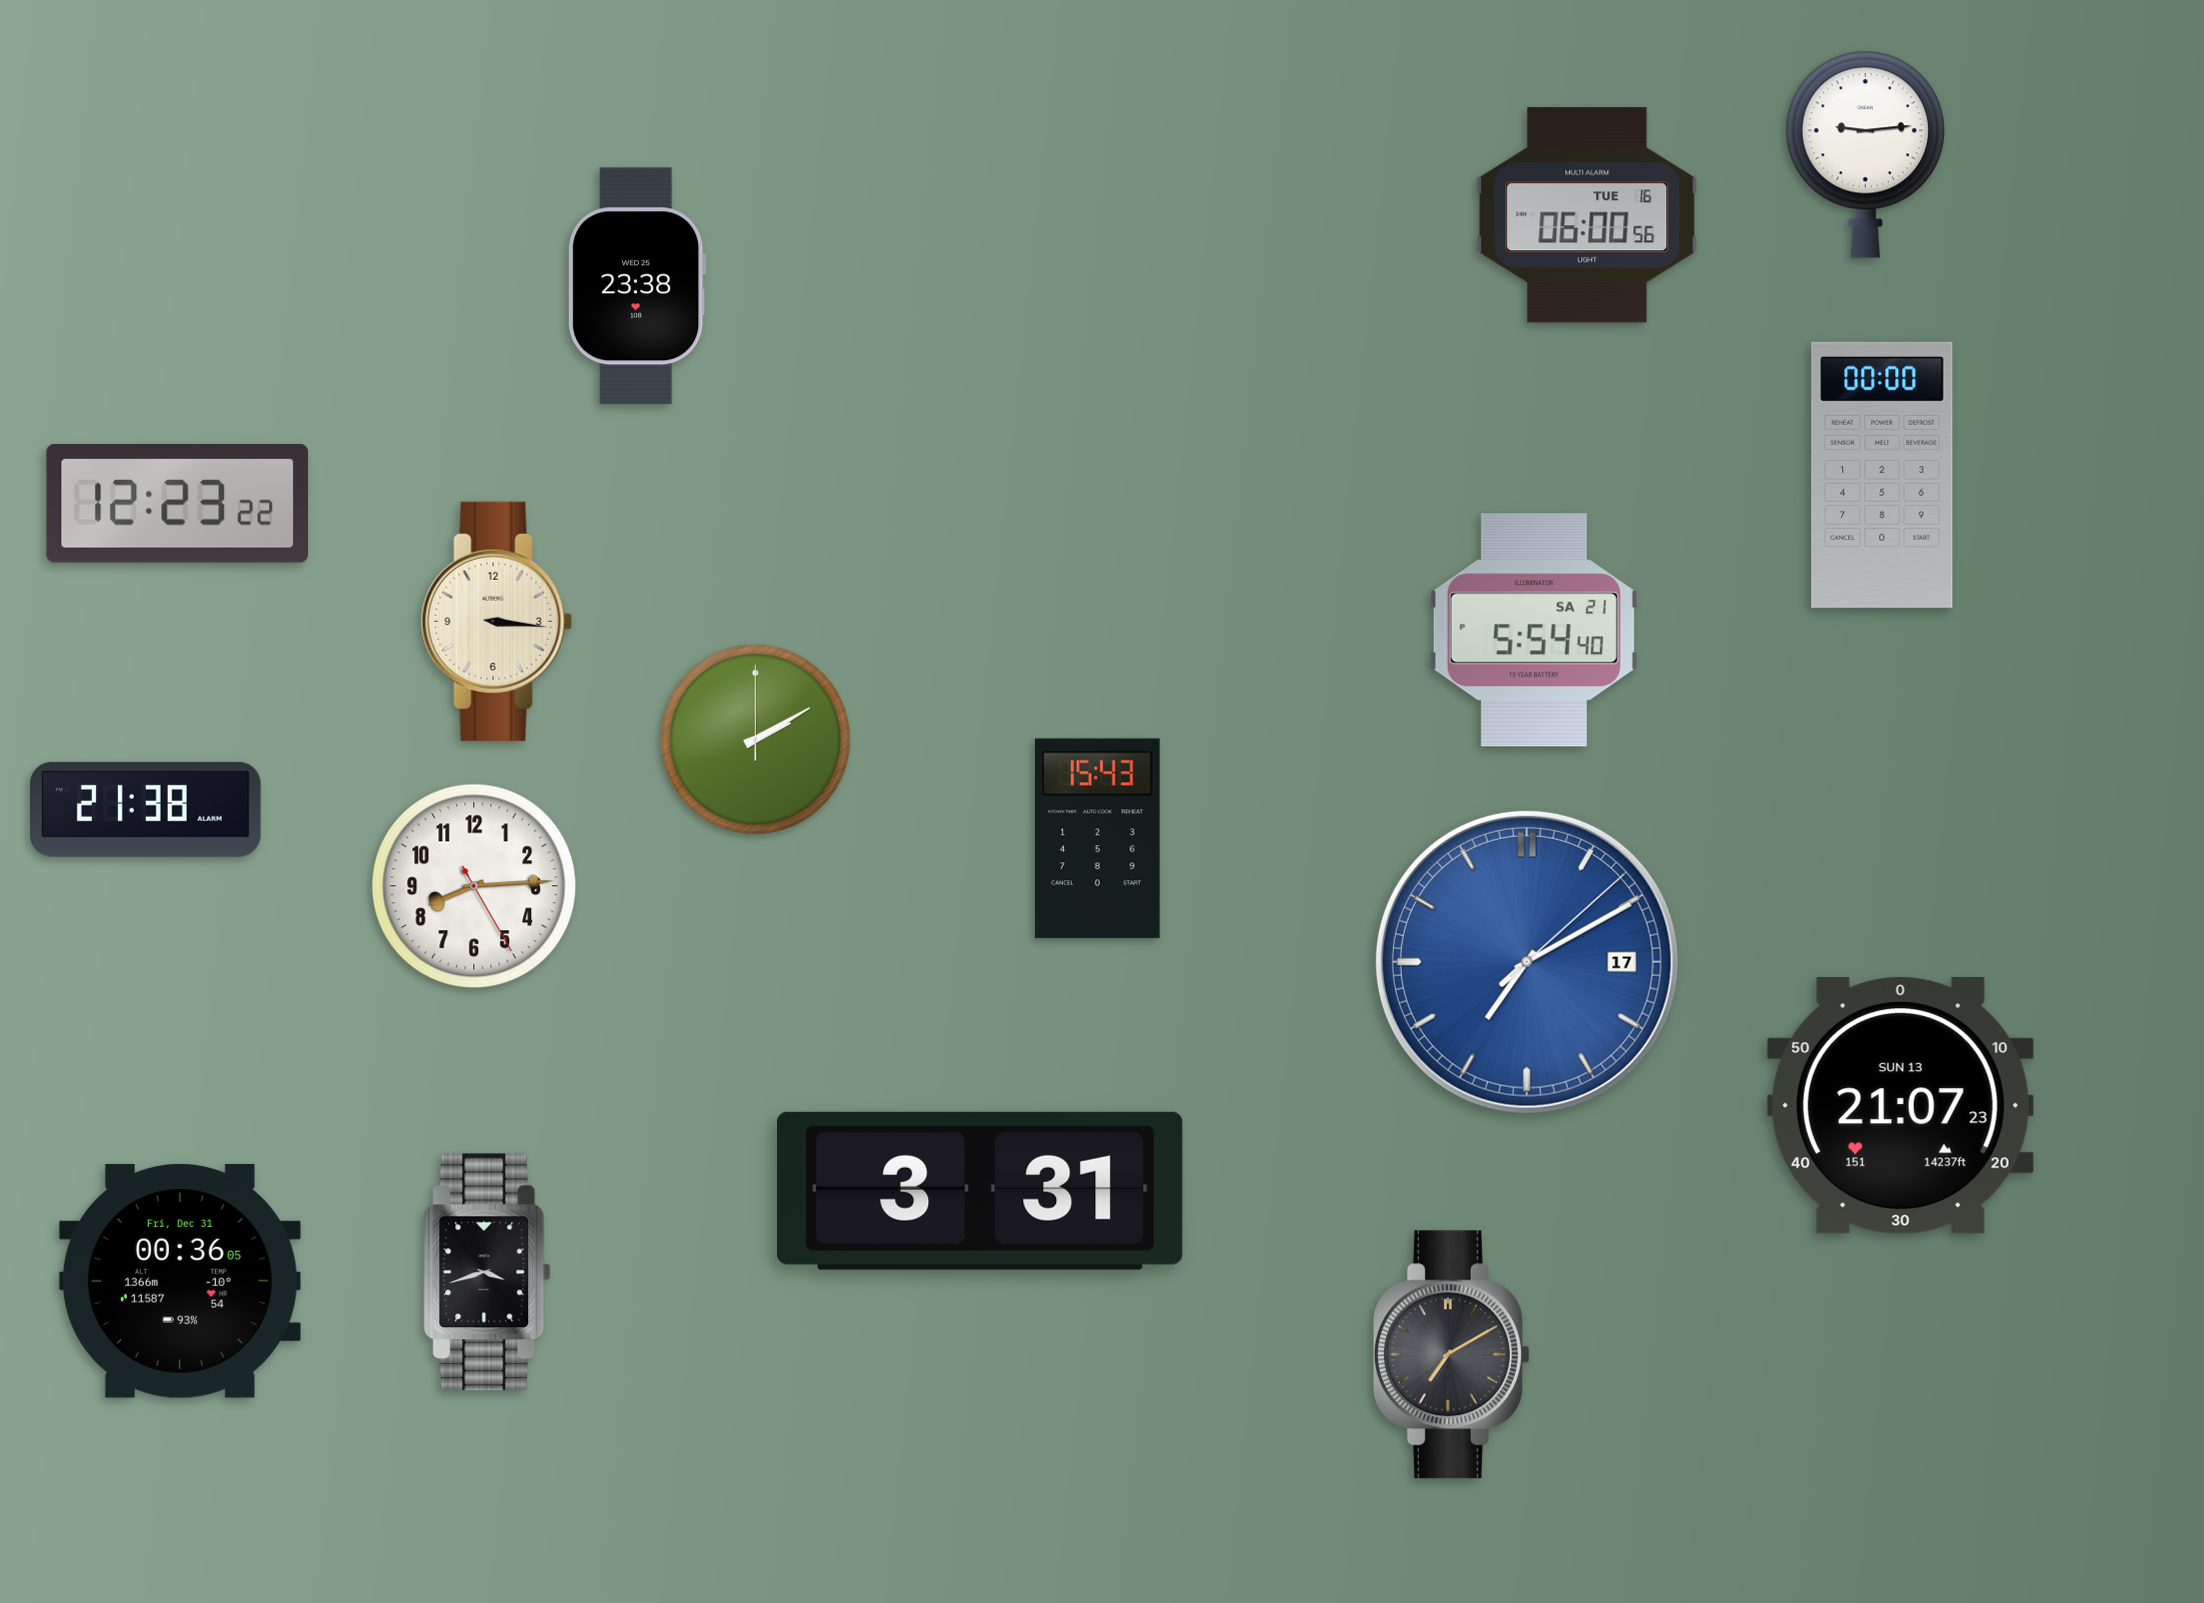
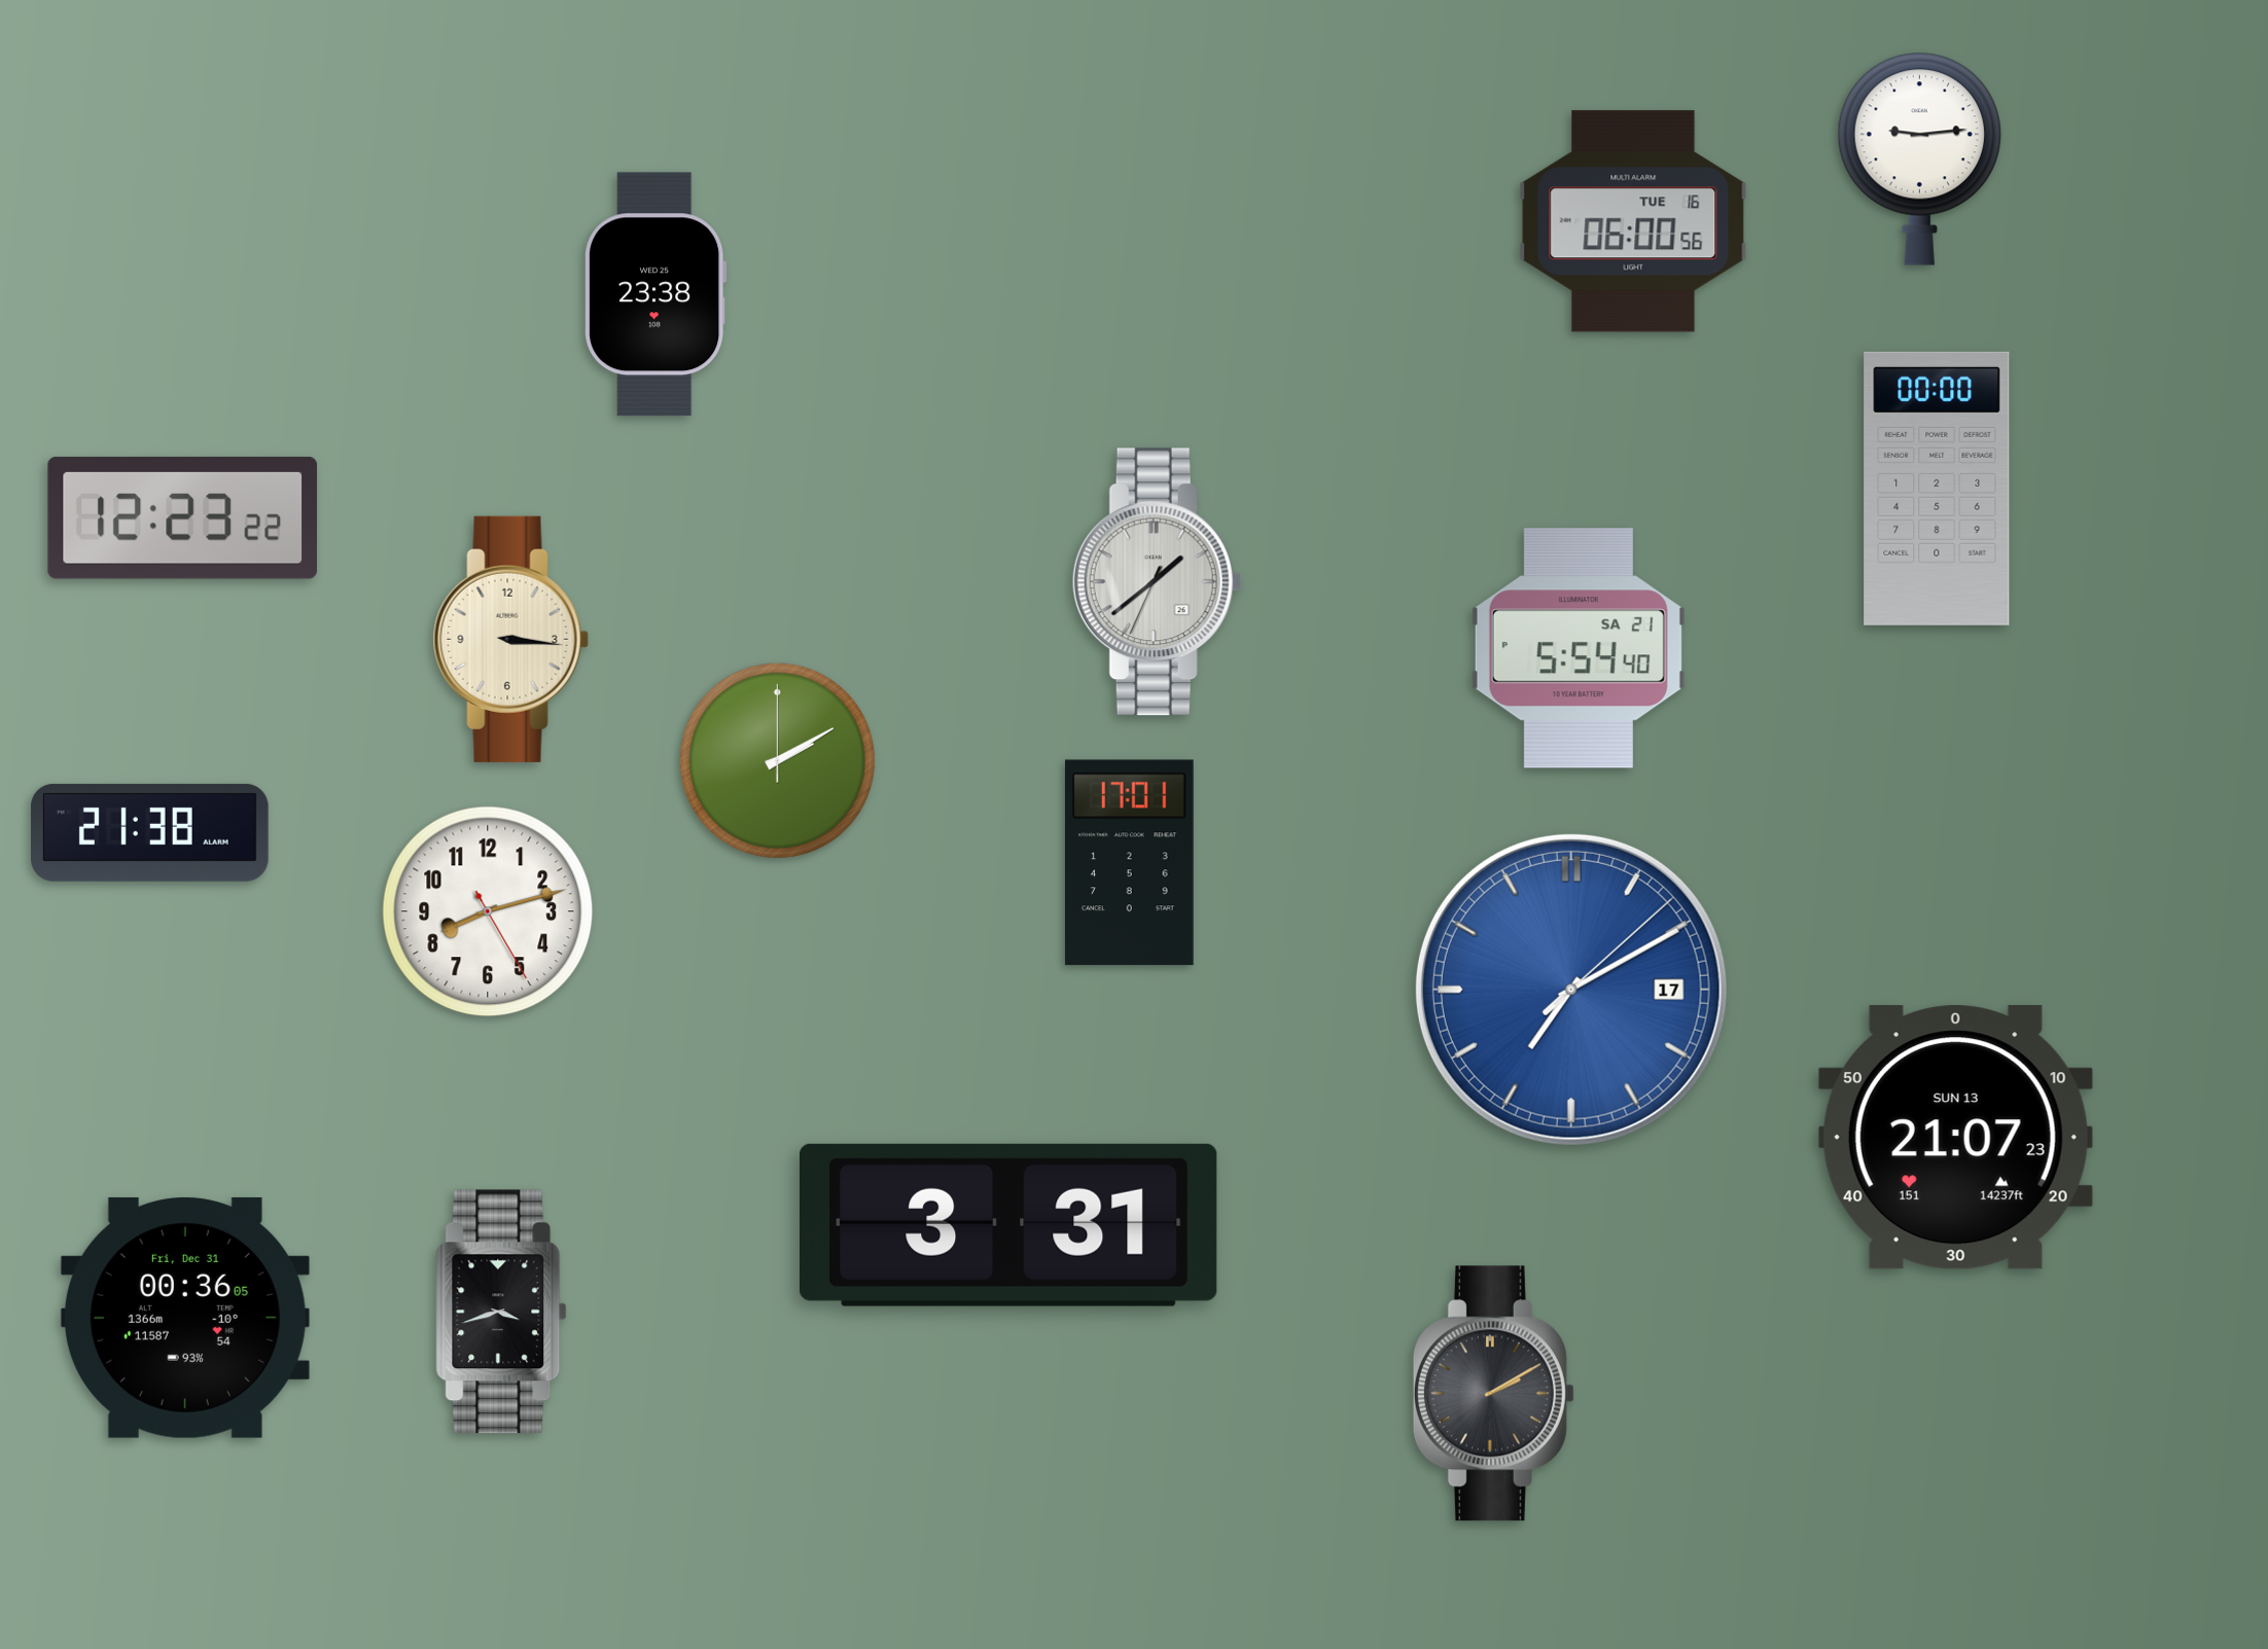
clock at (1157, 582): none -> 1:38
clock at (1097, 839): 15:43 -> 17:01
clock at (474, 886): 8:14 -> 8:12
clock at (487, 1272) position: (487, 1272) -> (501, 1312)
clock at (1451, 1355): 7:10 -> 2:10
